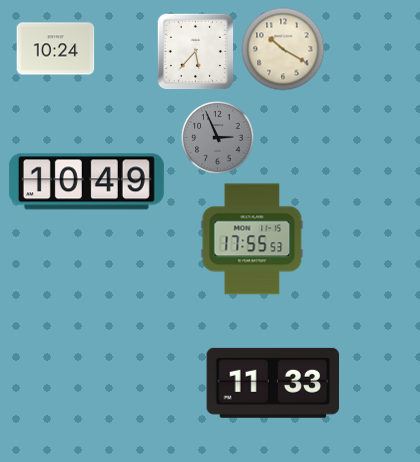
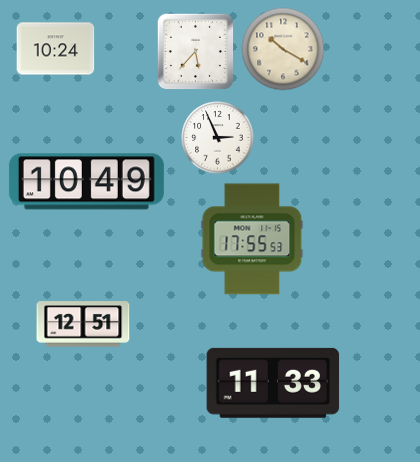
clock at (218, 138) dial: grey -> white
clock at (83, 324): none -> 12:51
